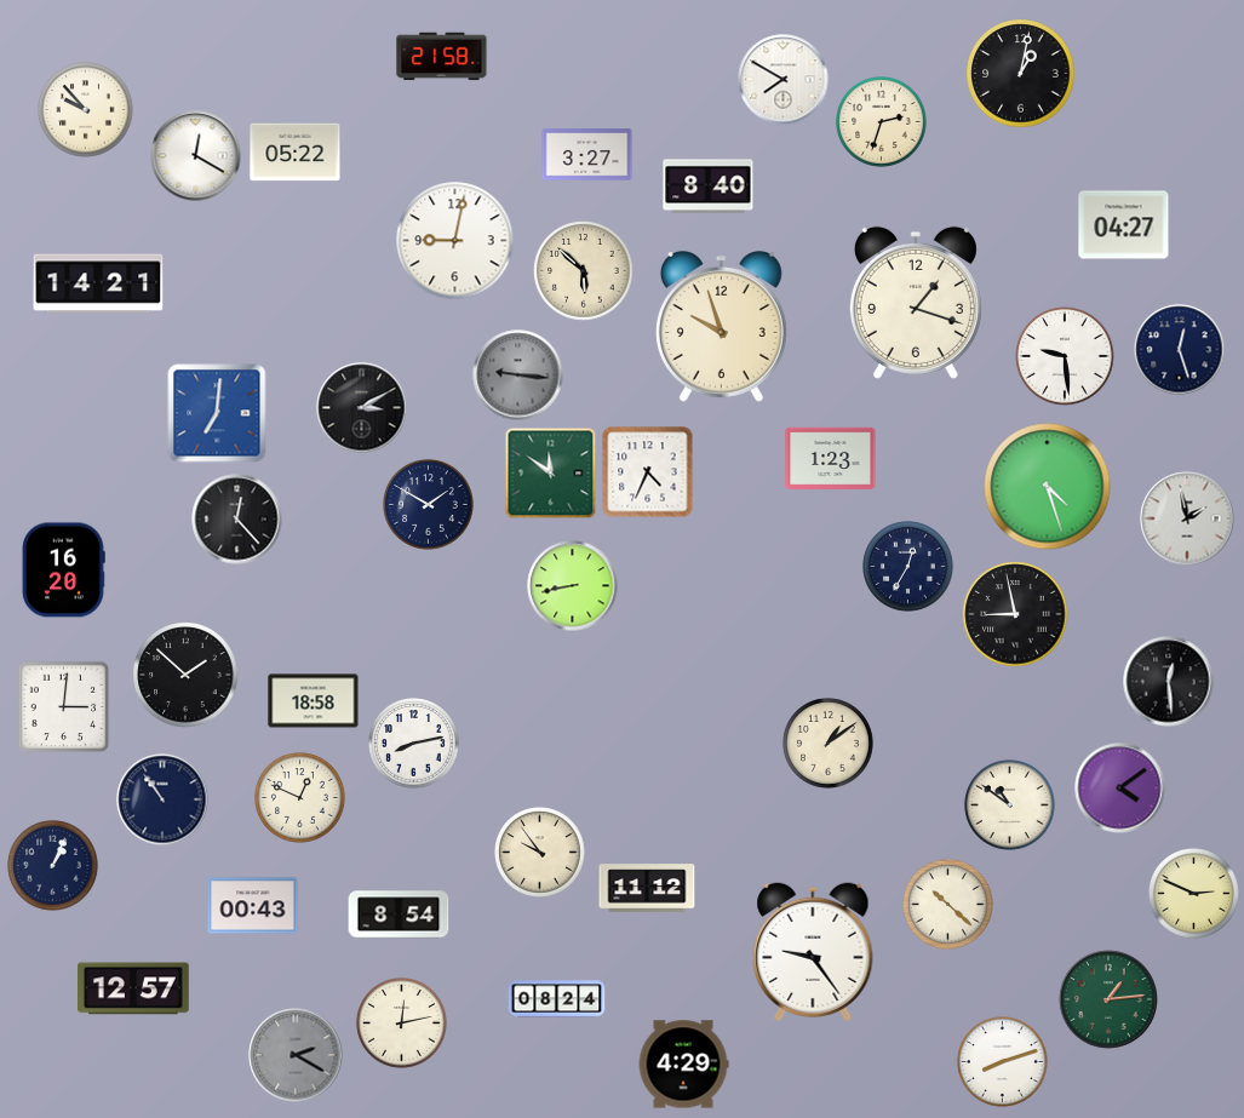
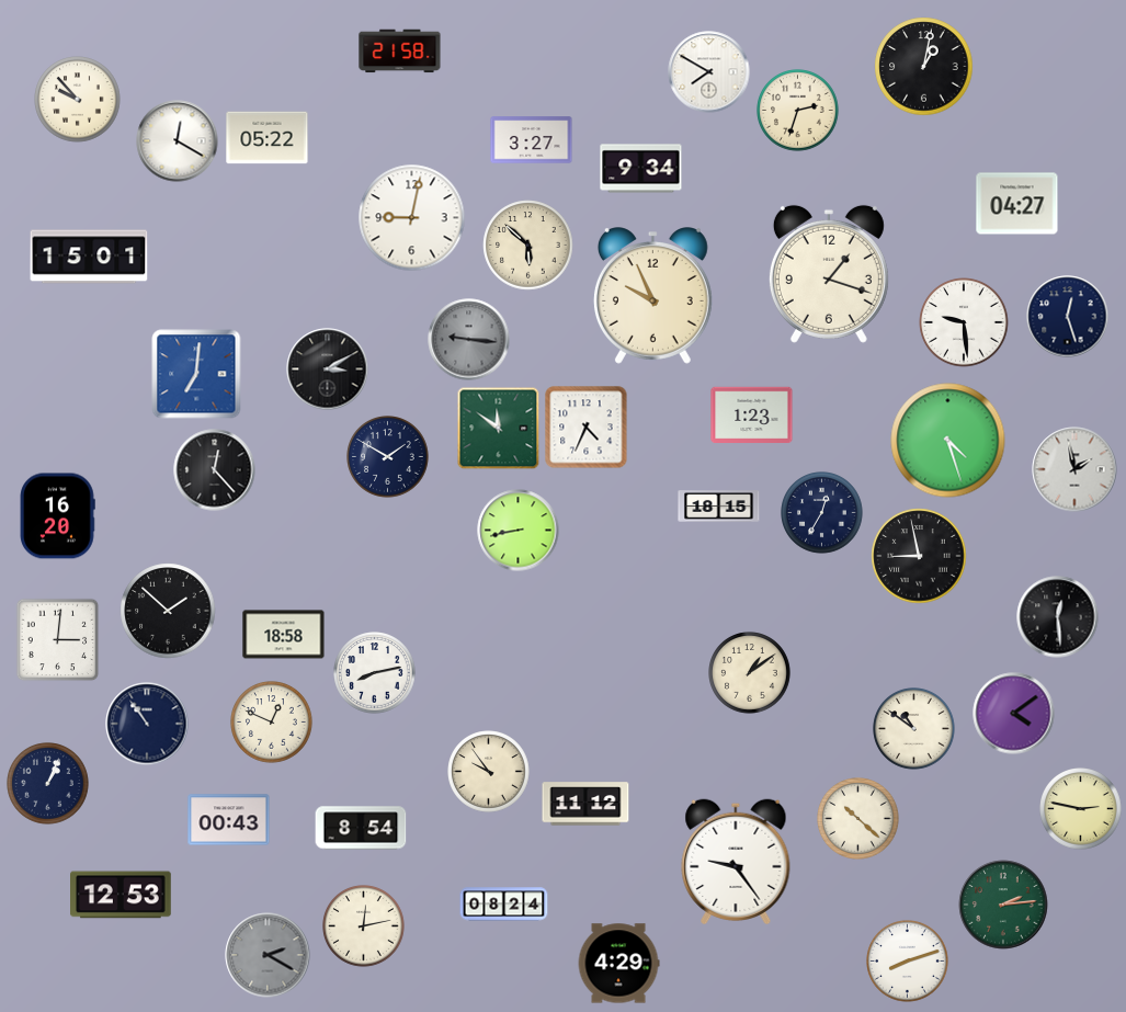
clock at (709, 187): 8:40 -> 9:34
clock at (98, 283): 14:21 -> 15:01
clock at (721, 327): 9:57 -> 9:56
clock at (719, 507): none -> 18:15
clock at (1194, 894): 2:49 -> 2:47
clock at (134, 988): 12:57 -> 12:53
clock at (1108, 999): 1:14 -> 2:14
